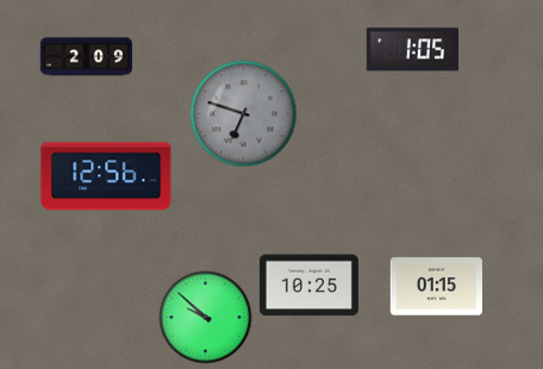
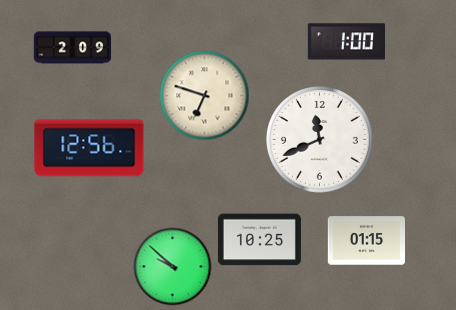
clock at (412, 50): 1:05 -> 1:00
clock at (243, 113) dial: grey -> cream
clock at (320, 140): none -> 11:41
